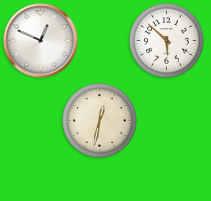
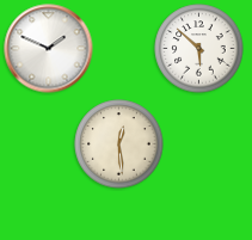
clock at (41, 41): 12:49 -> 1:49
clock at (100, 121): 12:32 -> 12:29
